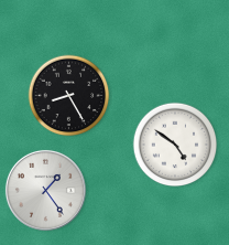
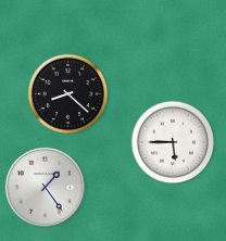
clock at (69, 96): 8:25 -> 8:22
clock at (175, 145): 4:51 -> 5:45
